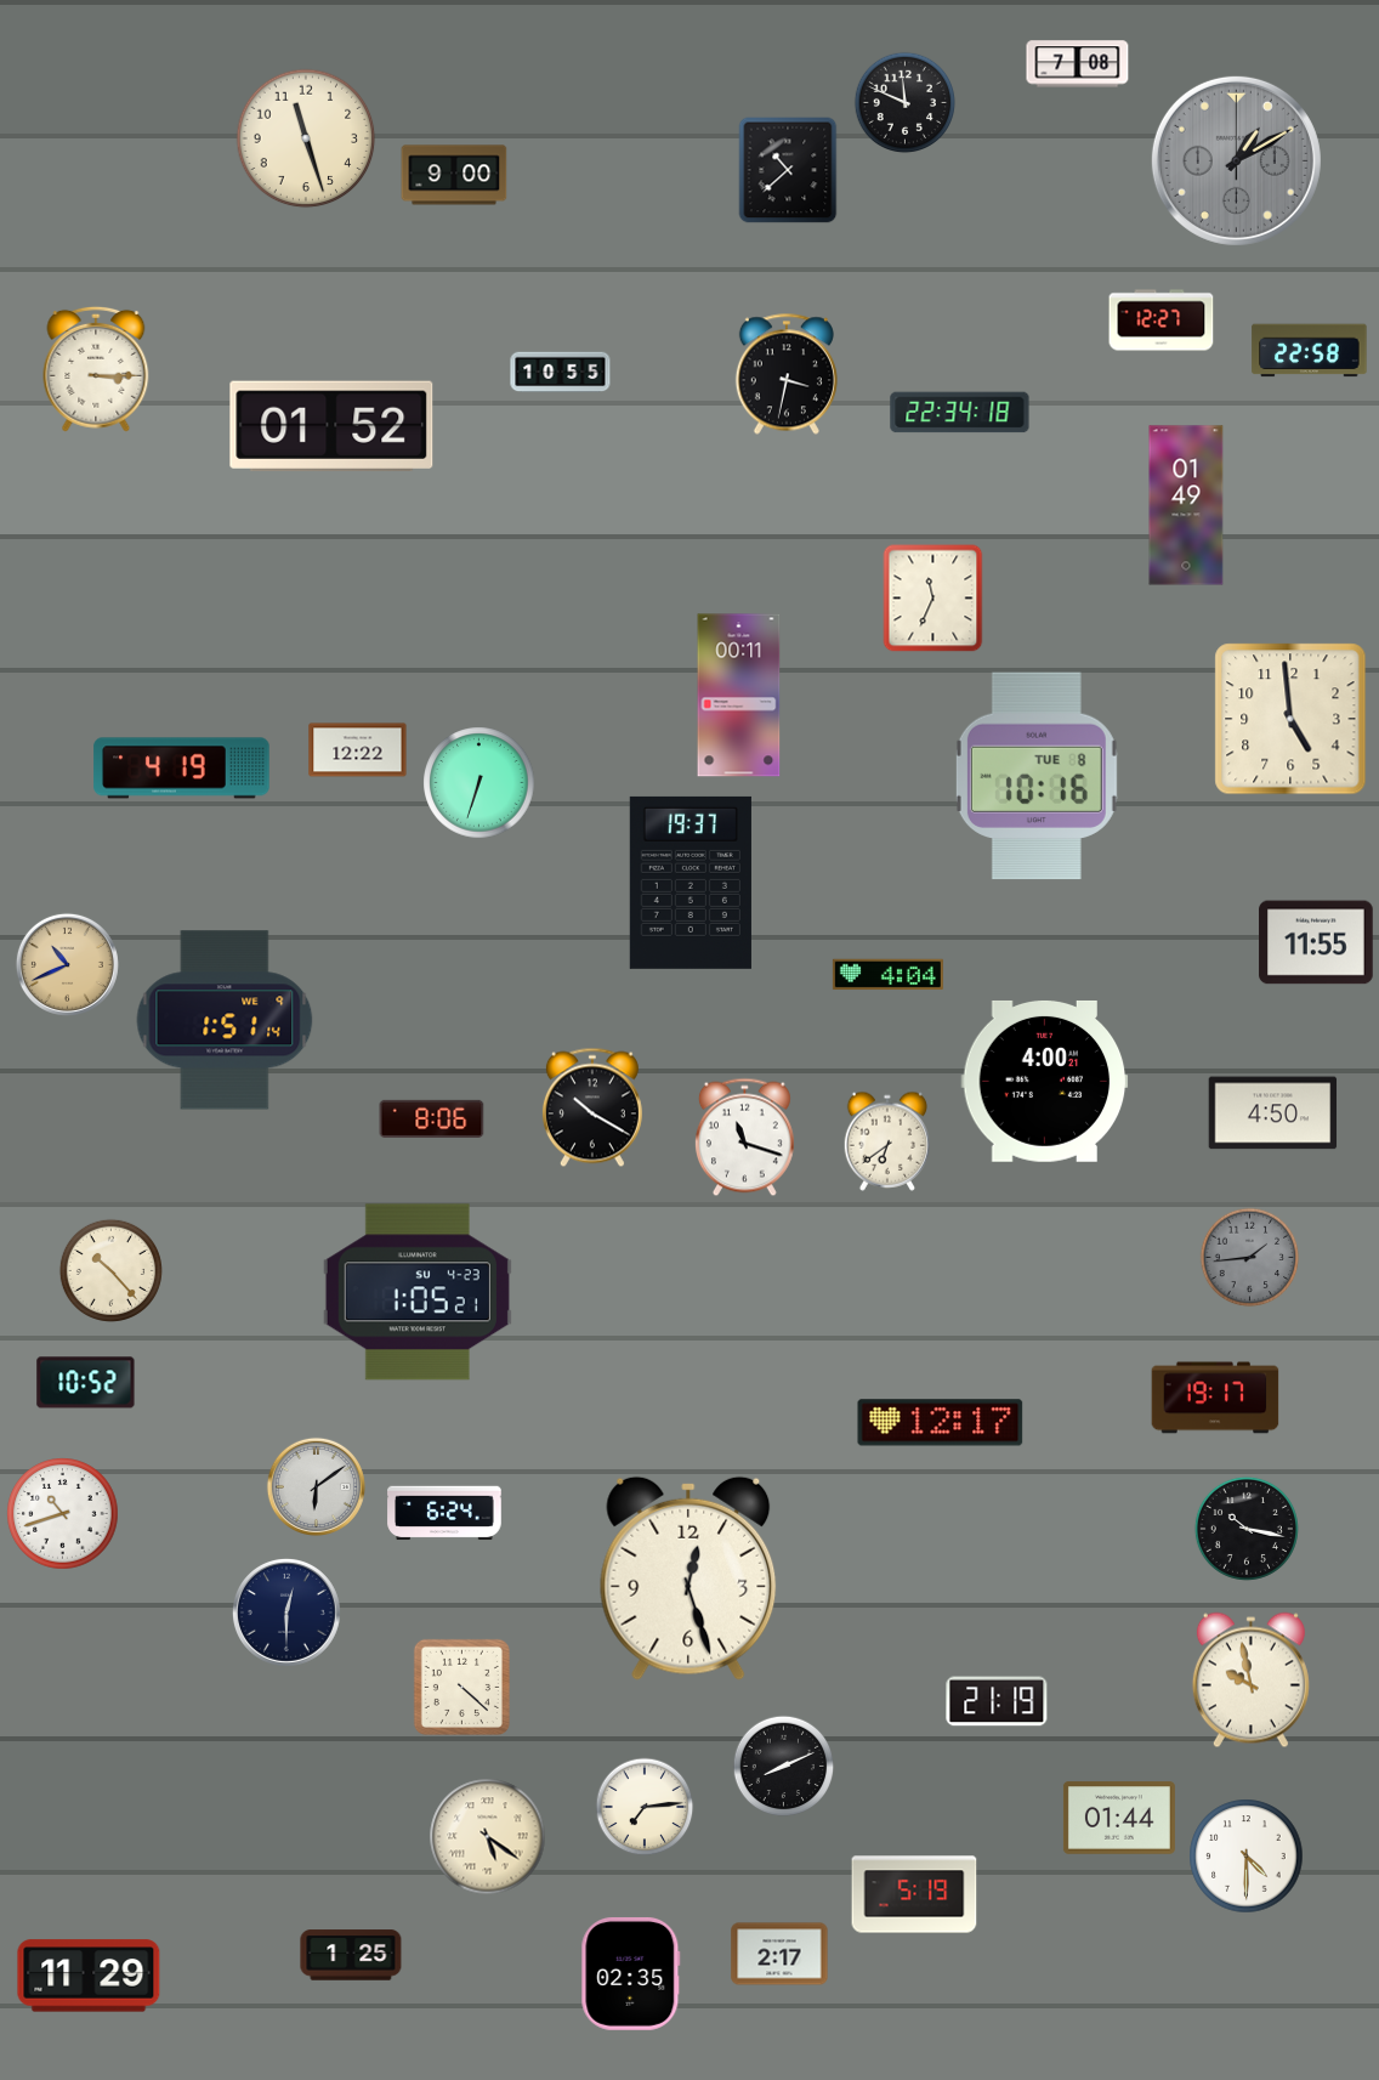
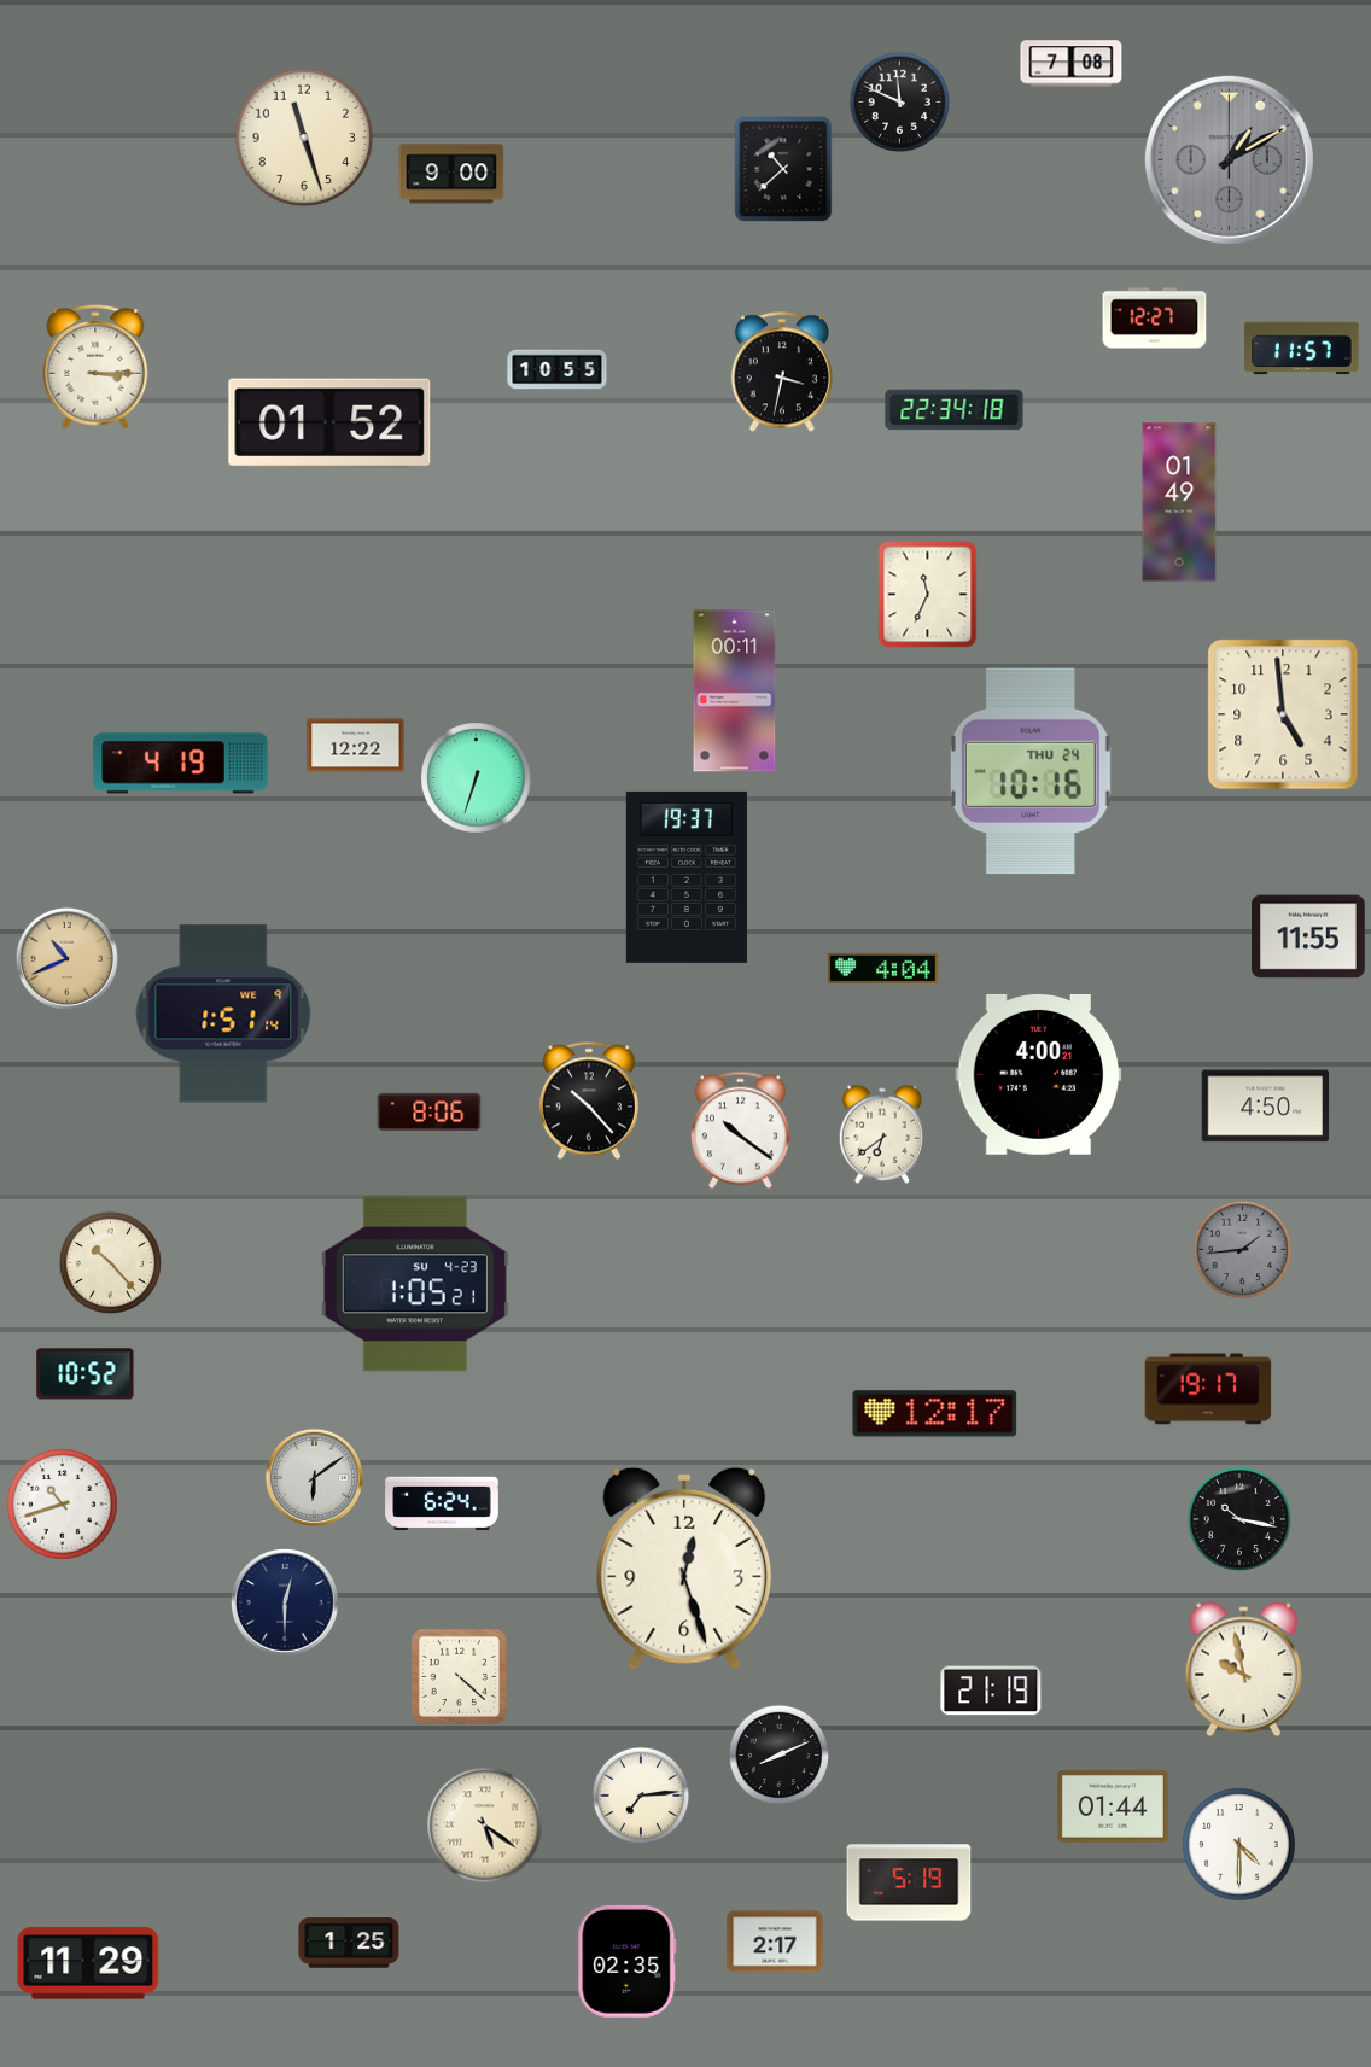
clock at (1310, 351): 22:58 -> 11:57
clock at (1037, 776) date: TUE 8 -> THU 24
clock at (592, 1107): 10:20 -> 10:23
clock at (744, 1138): 11:18 -> 10:21
